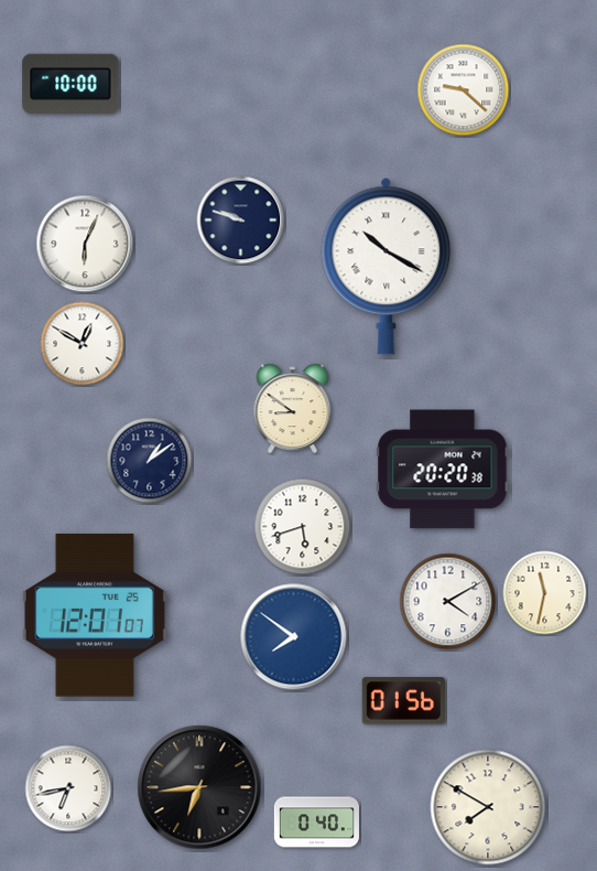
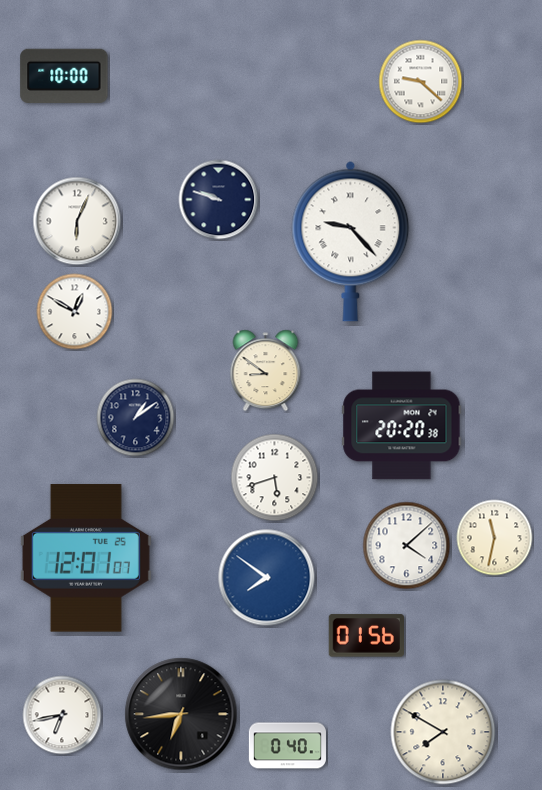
clock at (387, 266): 10:20 -> 9:23
clock at (448, 602): 4:10 -> 4:08
